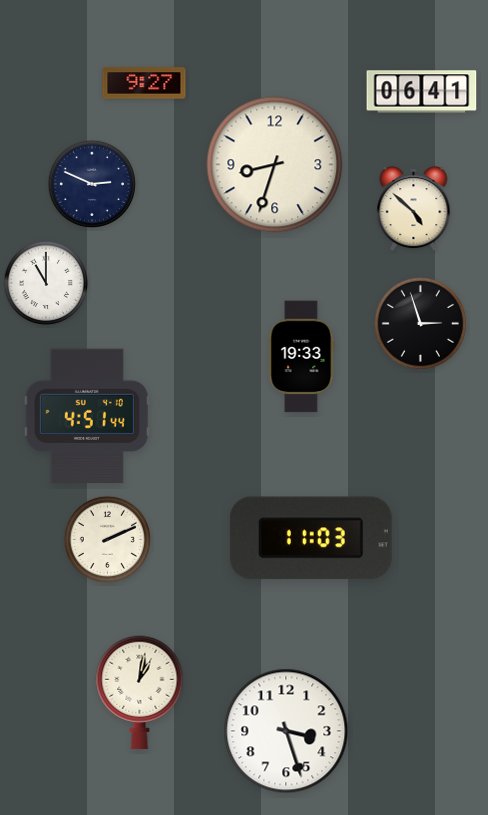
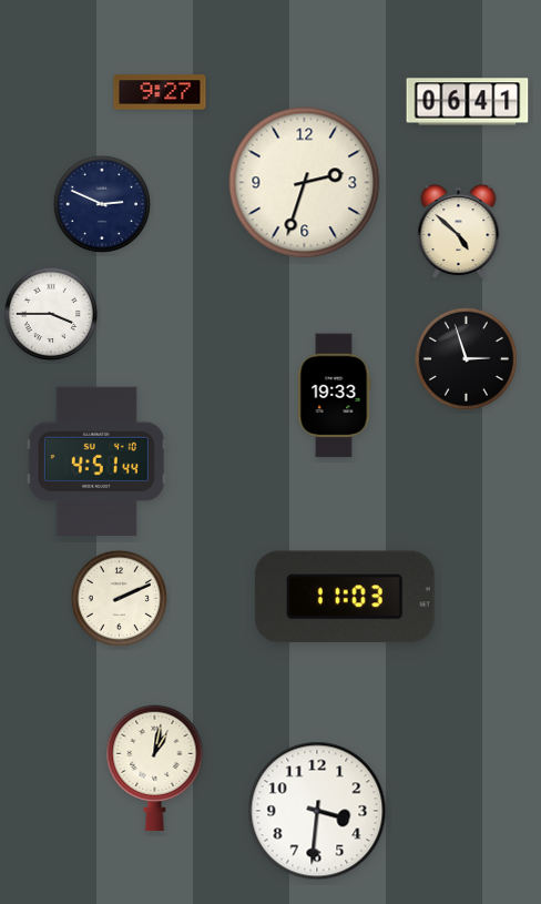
clock at (275, 165): 8:33 -> 2:33
clock at (46, 283): 11:00 -> 3:45
clock at (286, 731): 3:27 -> 3:31
